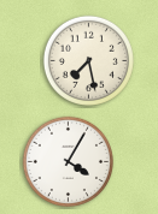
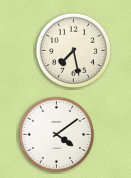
clock at (68, 161): 4:05 -> 4:09
